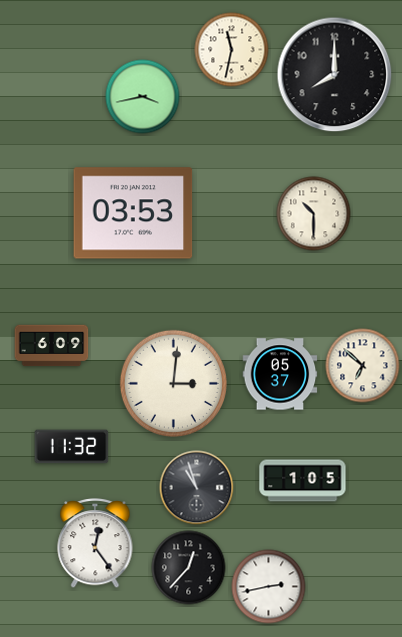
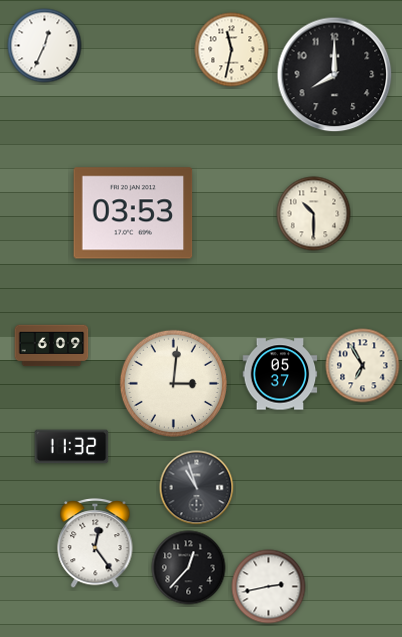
clock at (45, 46): none -> 12:34
clock at (143, 97): 3:43 -> none
clock at (363, 366): 6:52 -> 6:55
clock at (303, 481): 1:05 -> none
